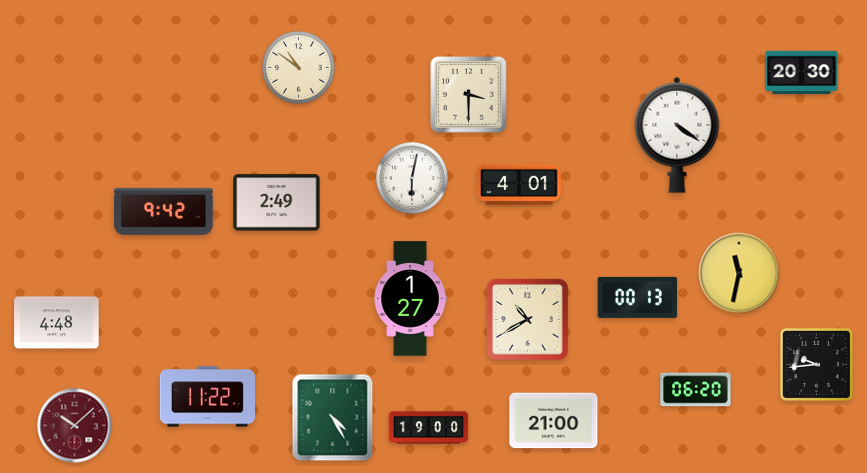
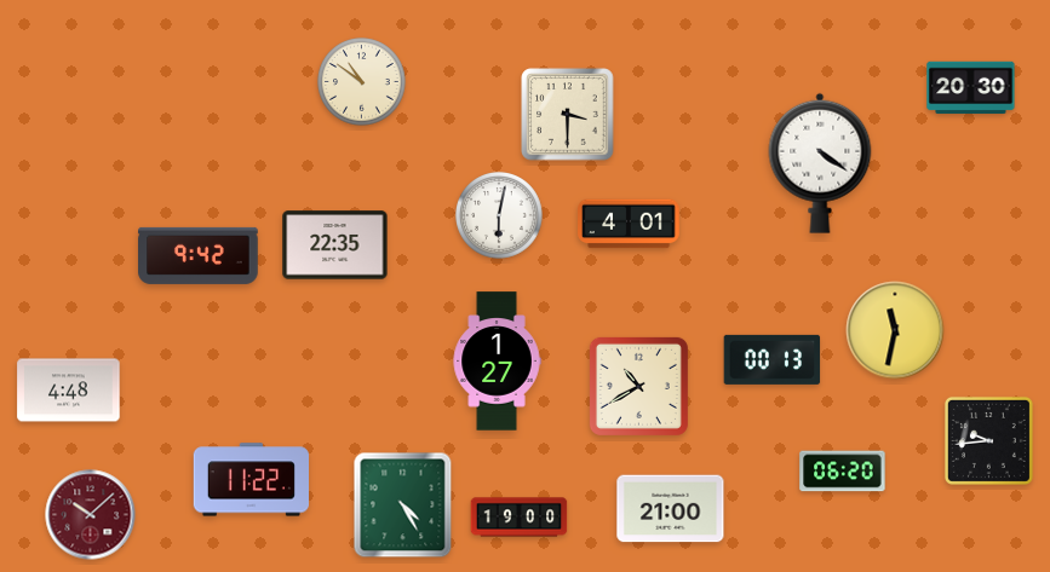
clock at (277, 203): 2:49 -> 22:35
